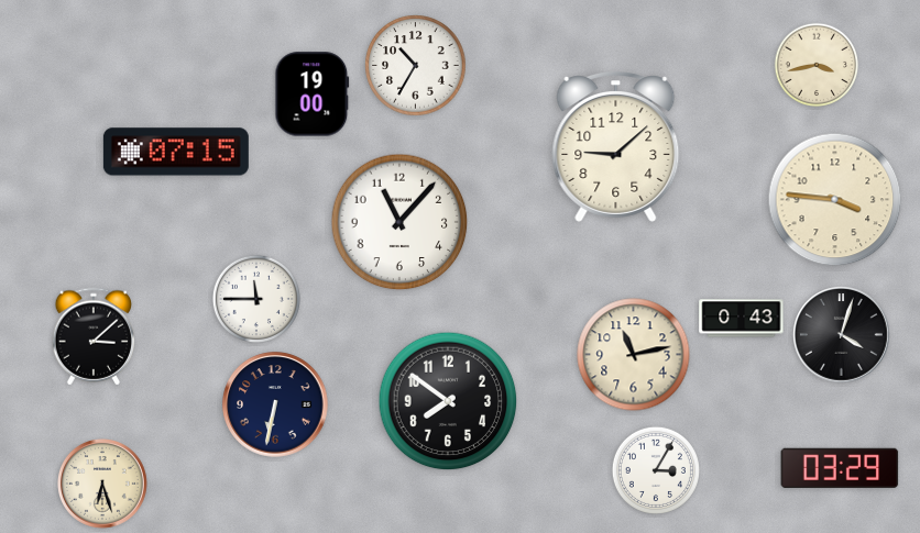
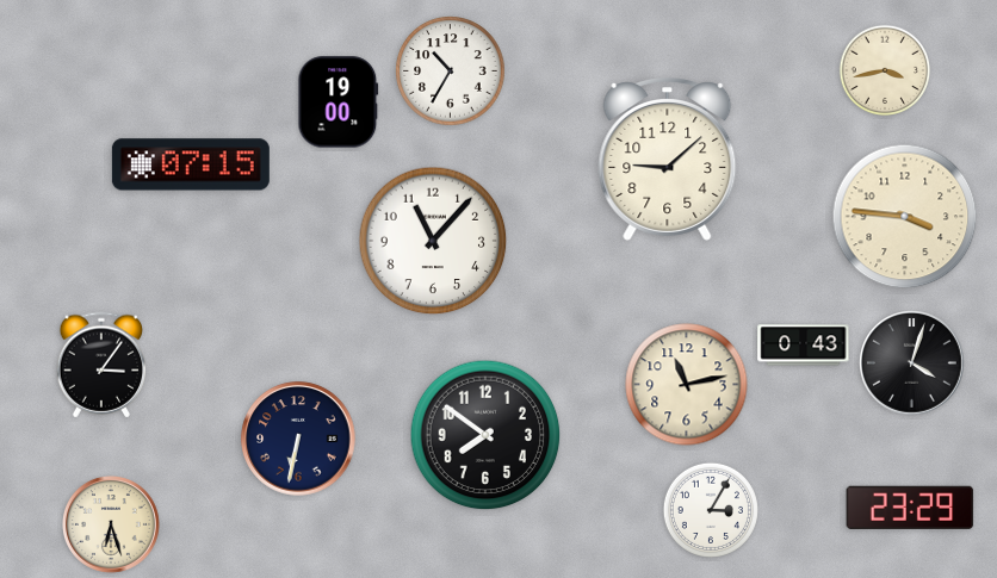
clock at (256, 299): 11:45 -> none
clock at (94, 336): 3:08 -> 3:06
clock at (840, 468): 03:29 -> 23:29
